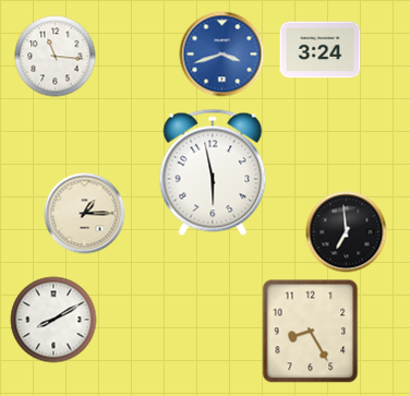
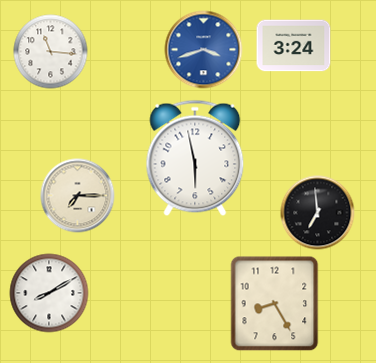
clock at (85, 214): 1:15 -> 7:15
clock at (311, 332) position: (311, 332) -> (275, 304)
